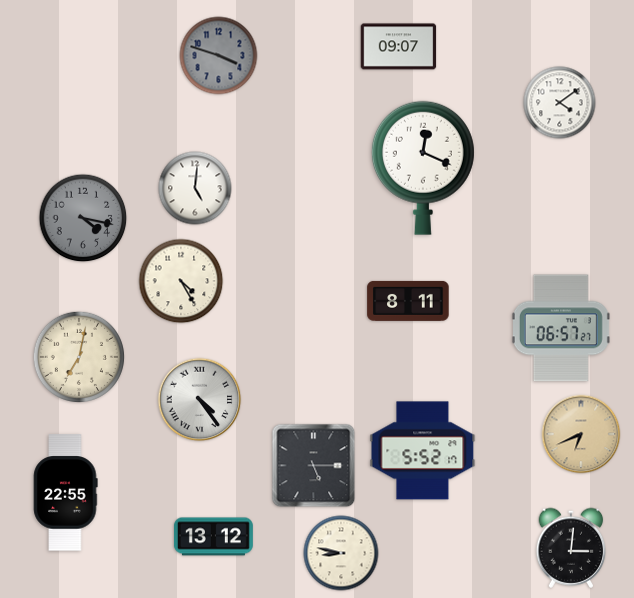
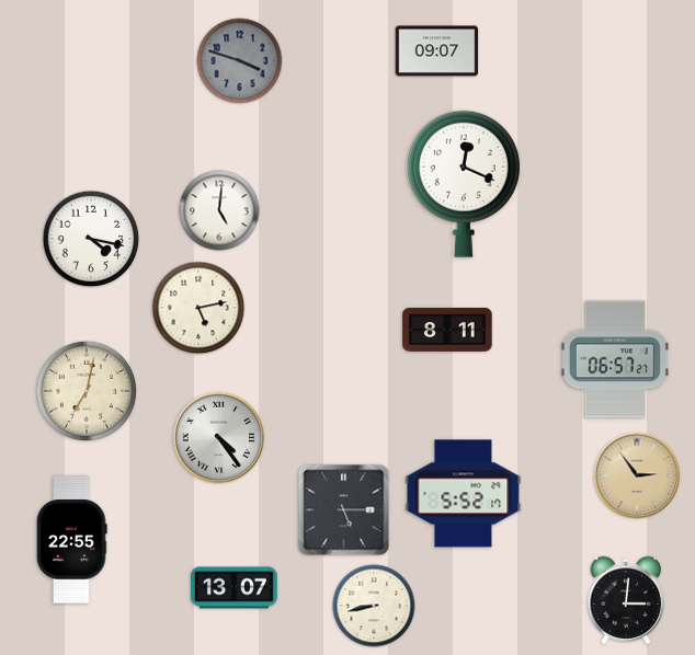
clock at (560, 103): 4:09 -> none
clock at (195, 188) position: (195, 188) -> (219, 210)
clock at (83, 218) dial: grey -> white
clock at (181, 281): 4:25 -> 5:13
clock at (581, 434): 6:41 -> 2:54
clock at (213, 537): 13:12 -> 13:07
clock at (341, 553): 8:47 -> 8:43
